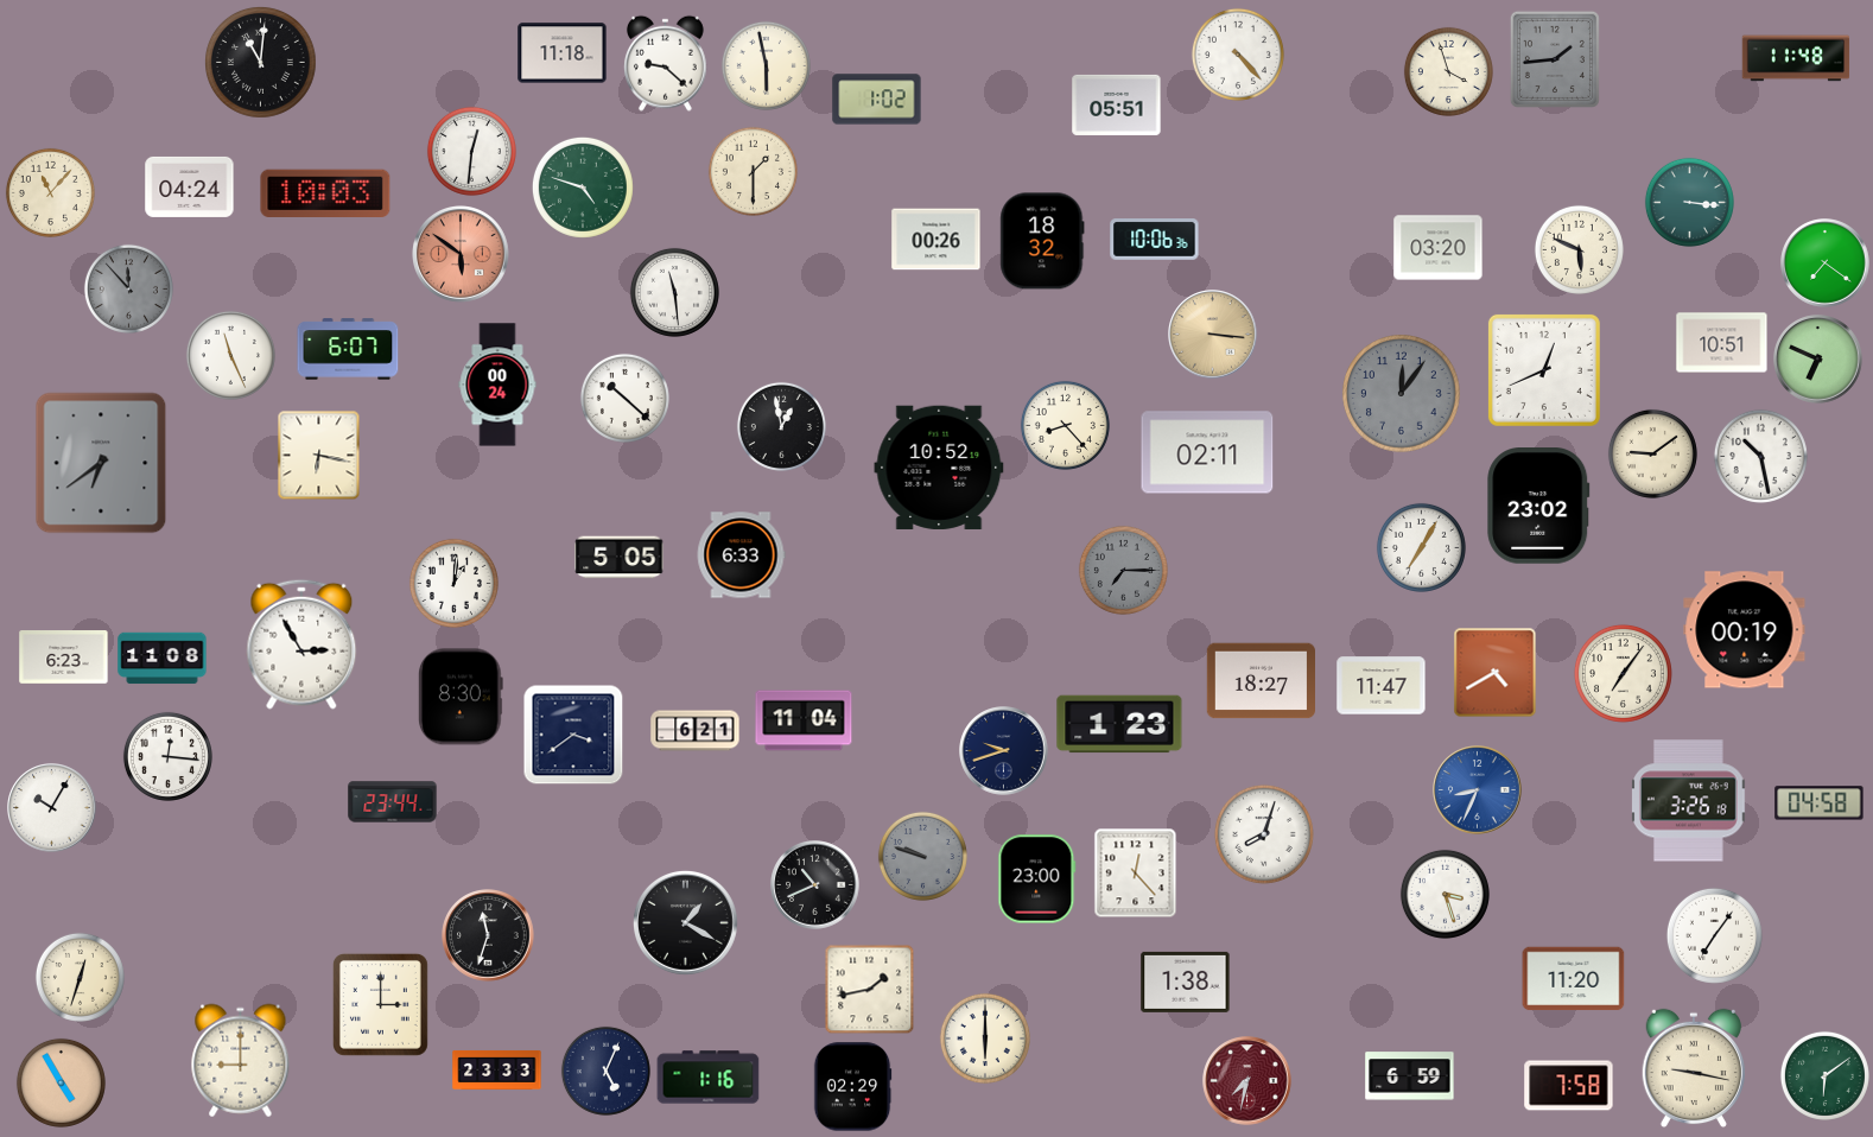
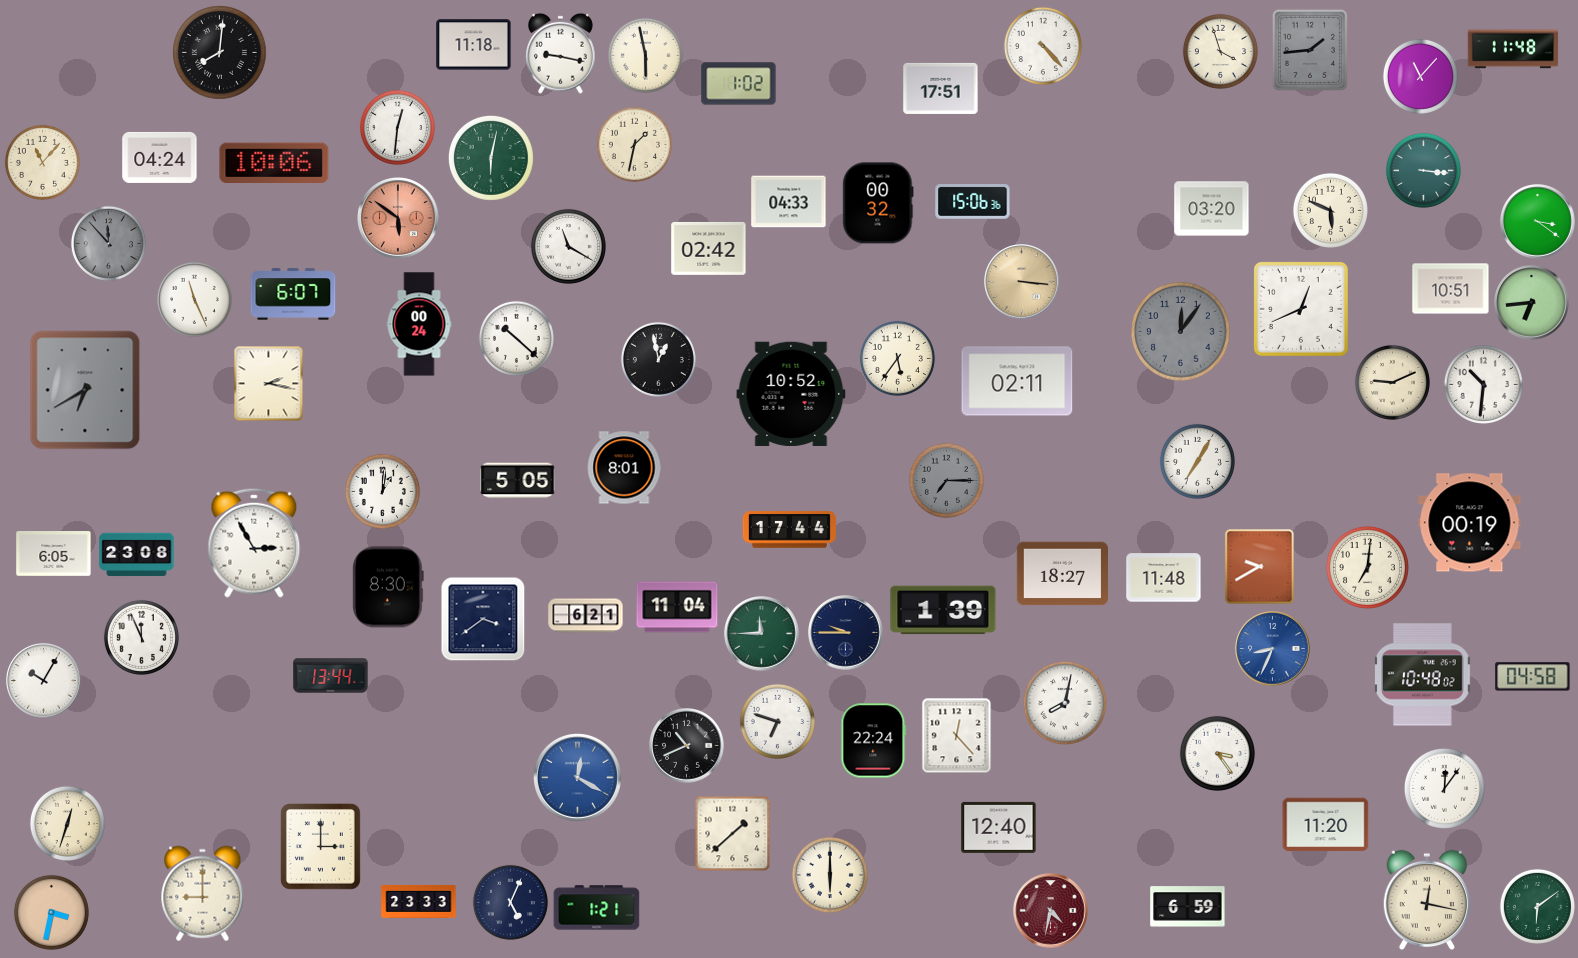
clock at (261, 63): 11:01 -> 8:01
clock at (665, 63): 9:22 -> 9:17
clock at (1448, 71) position: (1448, 71) -> (1220, 51)
clock at (1420, 76): none -> 11:07
clock at (1117, 104): 05:51 -> 17:51
clock at (753, 171): 1:30 -> 1:32
clock at (583, 188): 4:48 -> 6:02
clock at (325, 192): 10:03 -> 10:06
clock at (936, 240): 00:26 -> 04:33
clock at (1155, 240): 10:06 -> 15:06
clock at (1042, 241): 18:32 -> 00:32
clock at (462, 255) position: (462, 255) -> (399, 219)
clock at (1826, 263): 7:21 -> 3:21
clock at (674, 292): 11:29 -> 11:20
clock at (709, 248): none -> 02:42
clock at (1818, 360): 6:49 -> 6:44
clock at (1544, 370) position: (1544, 370) -> (1301, 309)
clock at (624, 398) position: (624, 398) -> (516, 338)
clock at (1065, 425): 8:23 -> 5:36
clock at (1652, 453): 9:09 -> 9:11
clock at (319, 456): 6:17 -> 2:17
clock at (1760, 456): 10:28 -> 10:31
clock at (101, 463): 6:39 -> 6:40
clock at (1538, 507): 23:02 -> none
clock at (741, 555): 6:33 -> 8:01
clock at (620, 558) position: (620, 558) -> (518, 481)
clock at (789, 530): none -> 17:44
clock at (1745, 630) position: (1745, 630) -> (1470, 523)
clock at (64, 658): 6:23 -> 6:05
clock at (163, 659): 11:08 -> 23:08
clock at (1496, 673): 4:40 -> 9:40
clock at (1623, 673): 7:06 -> 7:01
clock at (1382, 686): 11:47 -> 11:48
clock at (1119, 724): 1:23 -> 1:39
clock at (1004, 751): 9:42 -> 9:45
clock at (762, 634): none -> 11:45
clock at (167, 756): 12:16 -> 11:56
clock at (1478, 790) position: (1478, 790) -> (1273, 649)
clock at (1689, 801): 3:26 -> 10:48
clock at (393, 802): 23:44 -> 13:44
clock at (1264, 834): 8:03 -> 8:02
clock at (922, 856): 9:48 -> 6:48
clock at (922, 856) dial: grey -> white
clock at (1037, 879): 23:00 -> 22:24
clock at (1445, 894): 3:27 -> 3:24
clock at (685, 922): 1:20 -> 12:20
clock at (685, 922) dial: black -> blue
clock at (488, 935): 11:33 -> none
clock at (1714, 935): 7:06 -> 12:06
clock at (1186, 982): 1:38 -> 12:40
clock at (870, 990): 1:43 -> 1:38
clock at (1693, 1068): 9:17 -> 12:17
clock at (709, 1078): 1:16 -> 1:21
clock at (1247, 1081): 7:32 -> 4:32
clock at (61, 1082): 4:55 -> 3:32
clock at (1569, 1086): 7:58 -> none
clock at (852, 1087): 02:29 -> none
